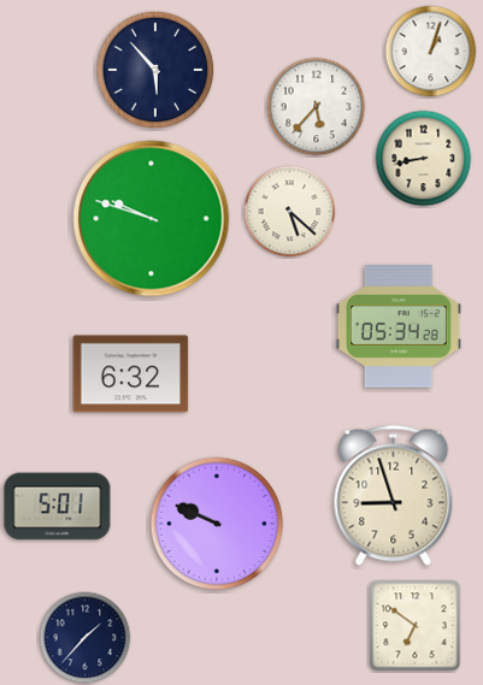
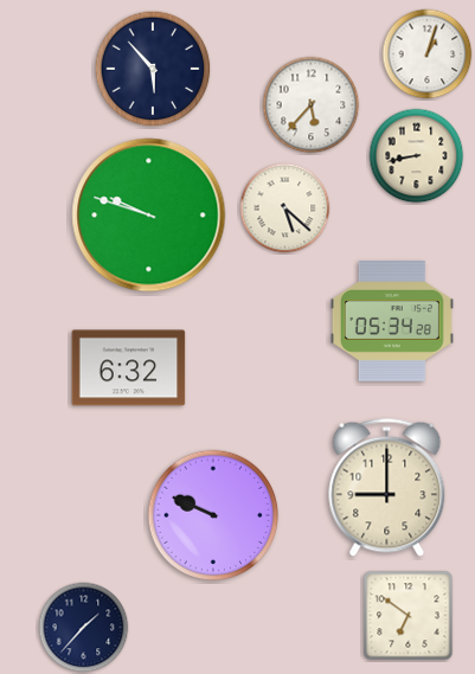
clock at (431, 52) position: (431, 52) -> (428, 54)
clock at (394, 495): 8:57 -> 9:00
clock at (58, 507): 5:01 -> none
